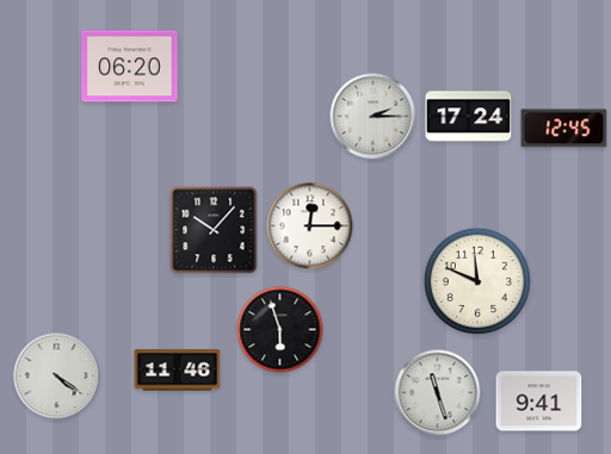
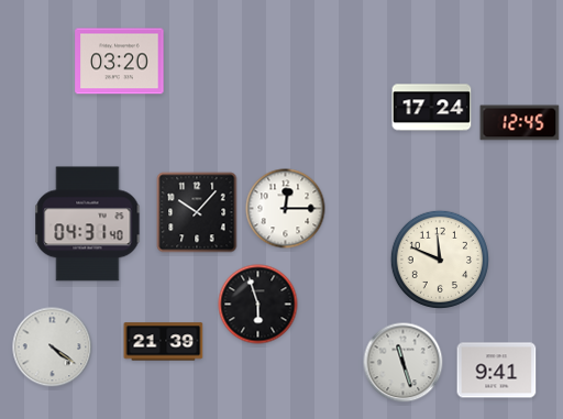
clock at (130, 67): 06:20 -> 03:20
clock at (374, 117): 2:15 -> none
clock at (564, 129) position: (564, 129) -> (520, 123)
clock at (88, 224): none -> 04:31
clock at (178, 371): 11:46 -> 21:39
